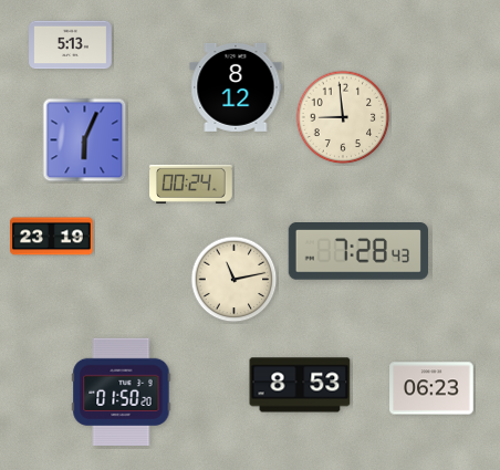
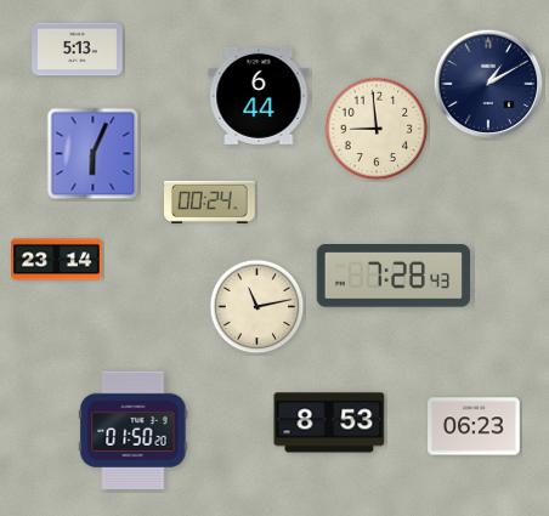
clock at (488, 84): none -> 1:10
clock at (236, 87): 8:12 -> 6:44
clock at (52, 237): 23:19 -> 23:14
